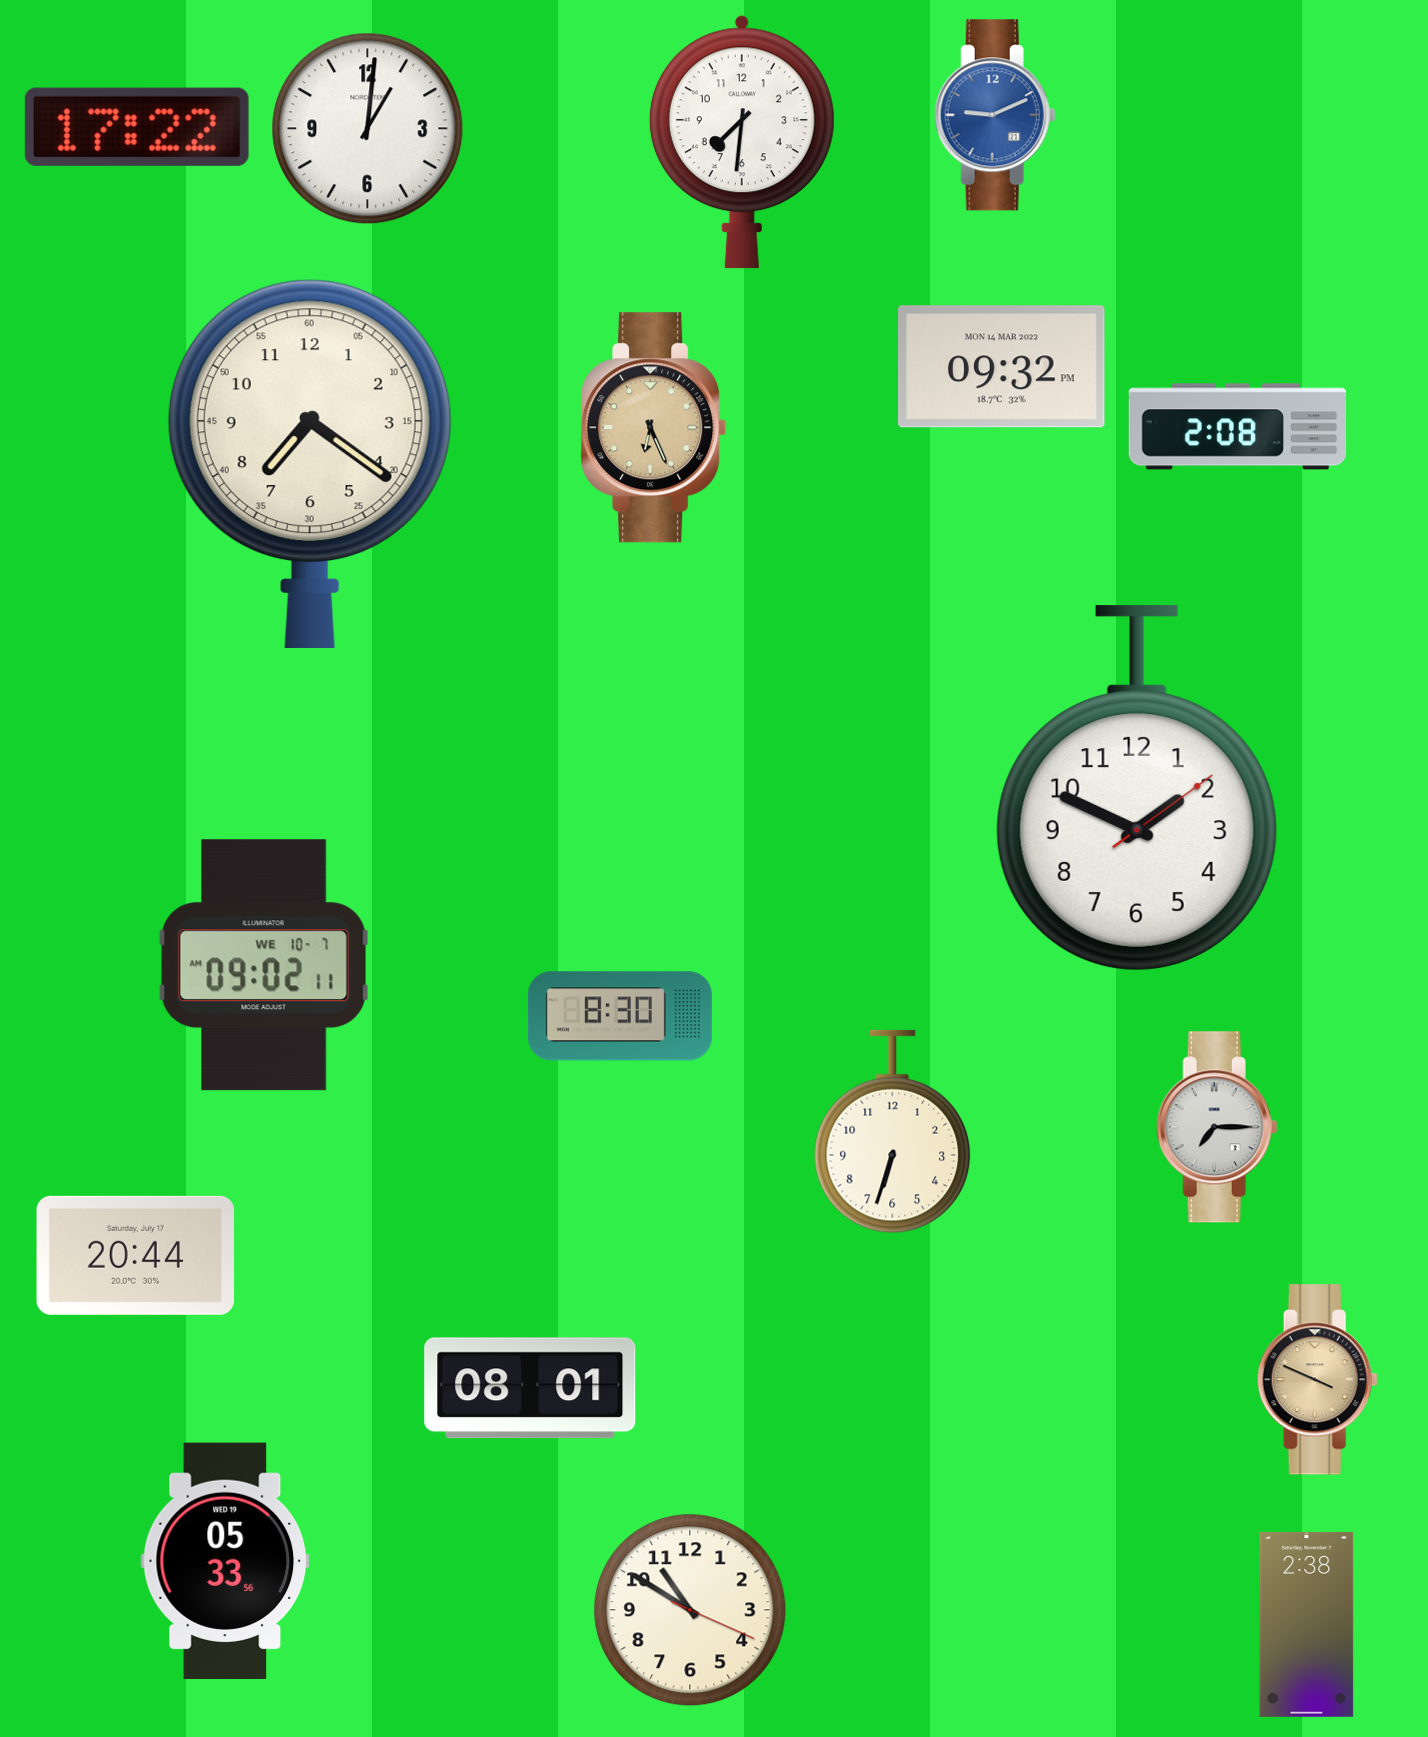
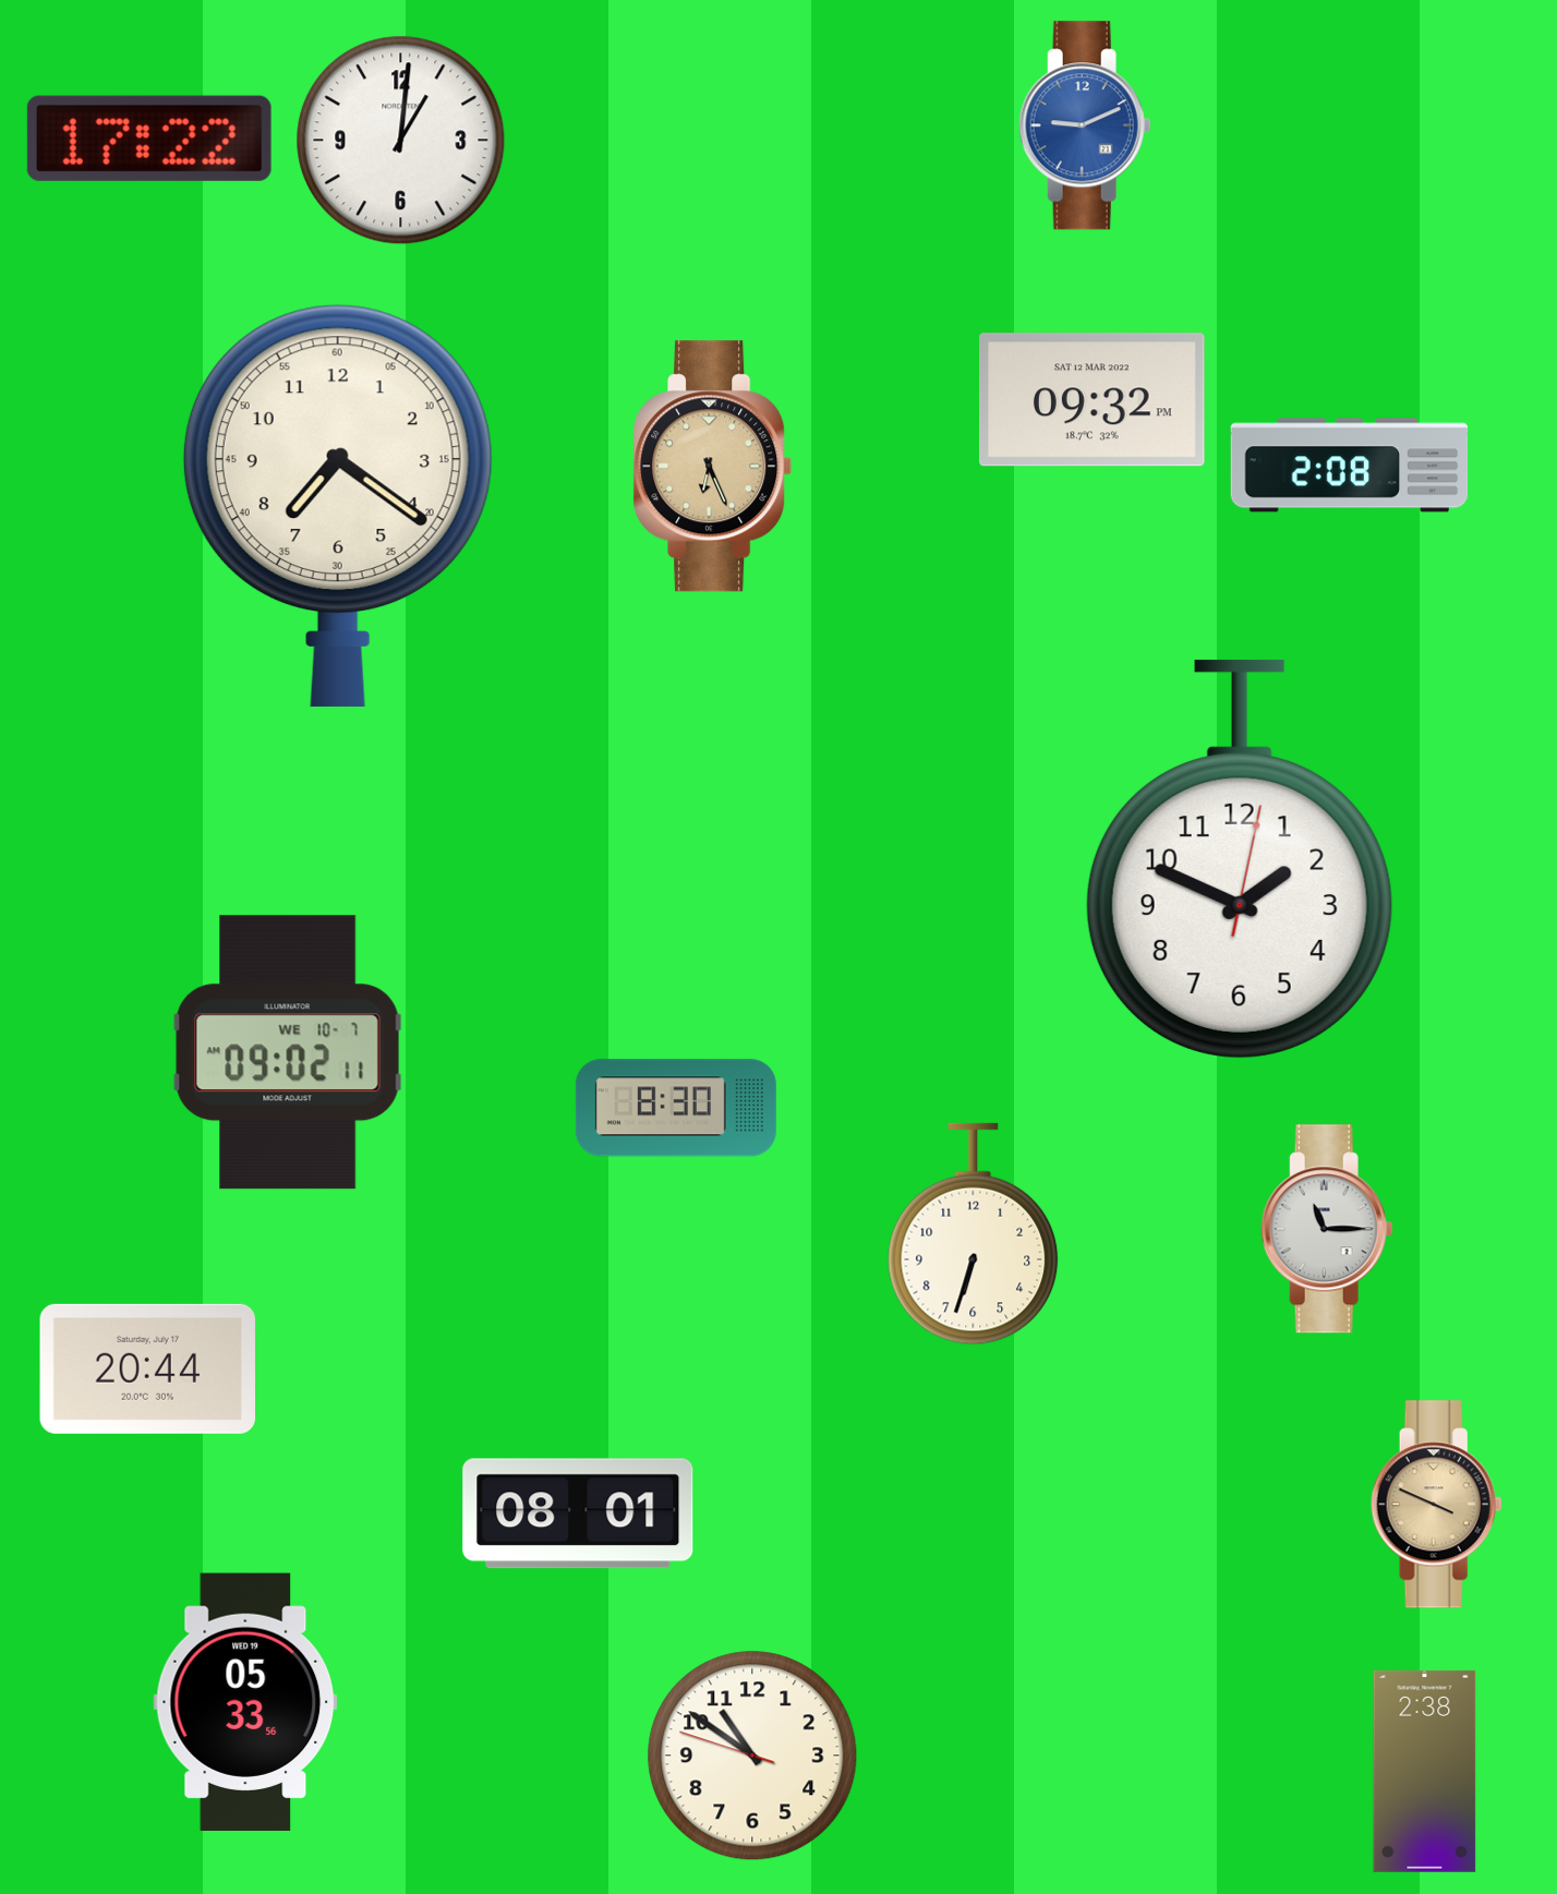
clock at (742, 142): 7:31 -> none
clock at (1002, 367) date: MON 14 MAR 2022 -> SAT 12 MAR 2022
clock at (1137, 788): 1:49:09 -> 1:49:02
clock at (1217, 1127): 7:15 -> 11:15
clock at (690, 1610): 10:50:19 -> 10:50:48
